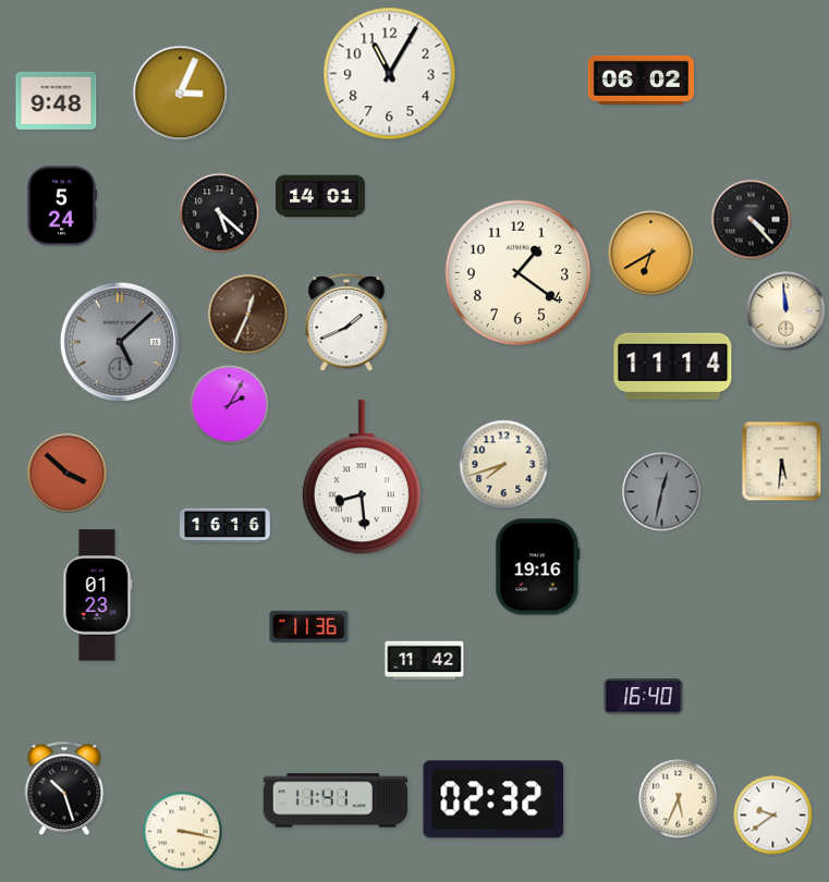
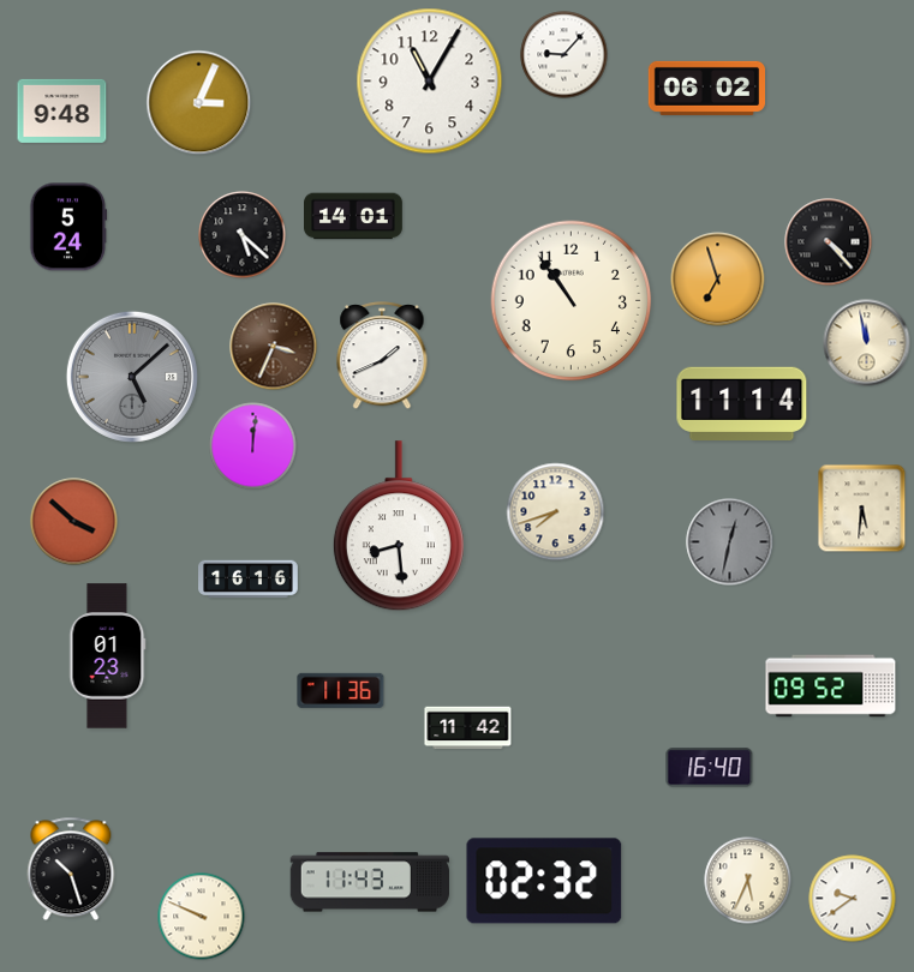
clock at (564, 55): none -> 9:07
clock at (651, 254): 6:40 -> 6:57
clock at (519, 273): 1:21 -> 10:54
clock at (787, 311): 11:59 -> 11:58
clock at (248, 315): 12:34 -> 3:34
clock at (230, 405): 2:05 -> 12:01
clock at (538, 567): 19:16 -> none
clock at (831, 686): none -> 09:52
clock at (334, 800): 11:41 -> 11:43
clock at (183, 832): 3:17 -> 9:49
